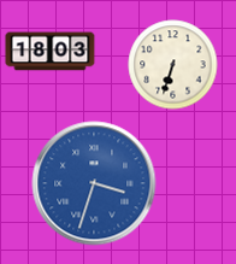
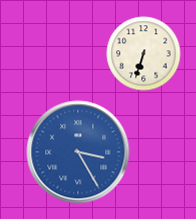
clock at (51, 52): 18:03 -> none
clock at (94, 183): 3:33 -> 3:25
